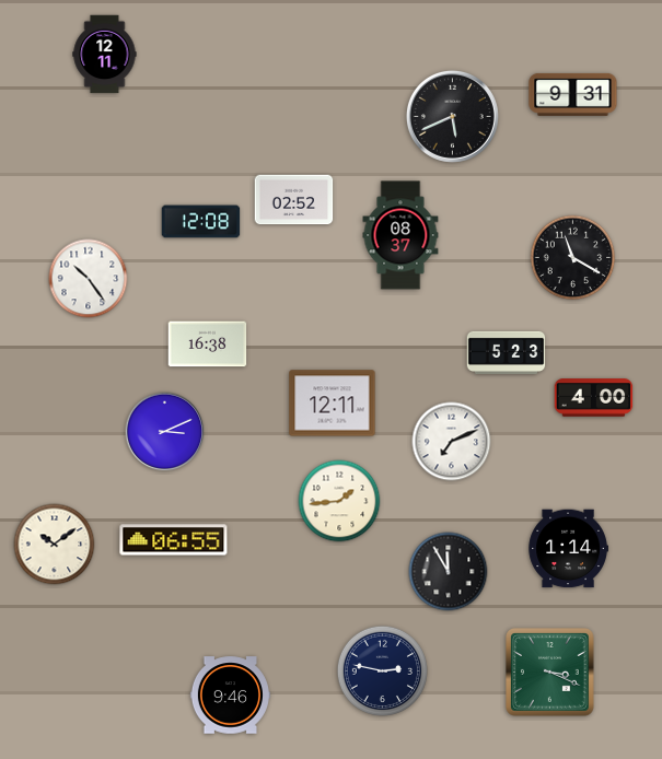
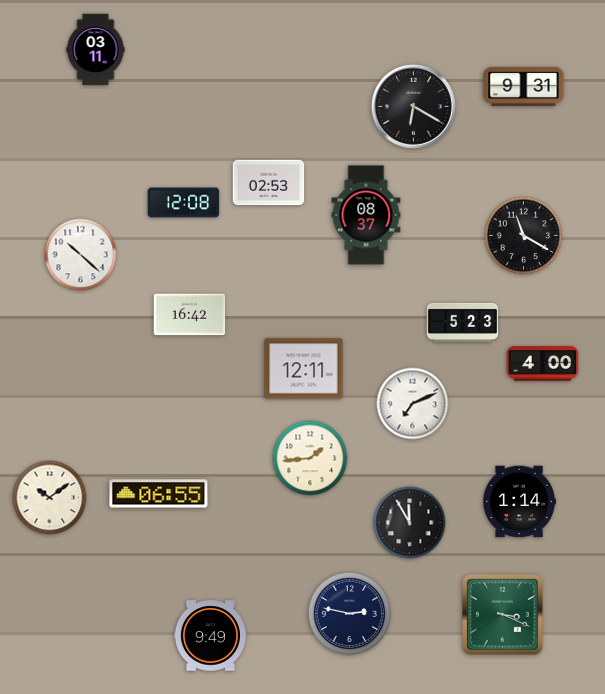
clock at (105, 55): 12:11 -> 03:11
clock at (452, 116): 5:41 -> 6:20
clock at (294, 200): 02:52 -> 02:53
clock at (89, 279): 10:24 -> 10:22
clock at (208, 345): 16:38 -> 16:42
clock at (165, 432): 3:11 -> none
clock at (230, 696): 9:46 -> 9:49
